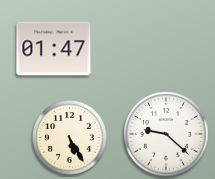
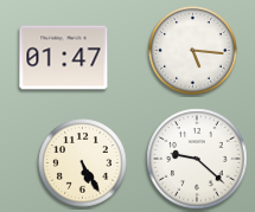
clock at (193, 51): none -> 5:16
